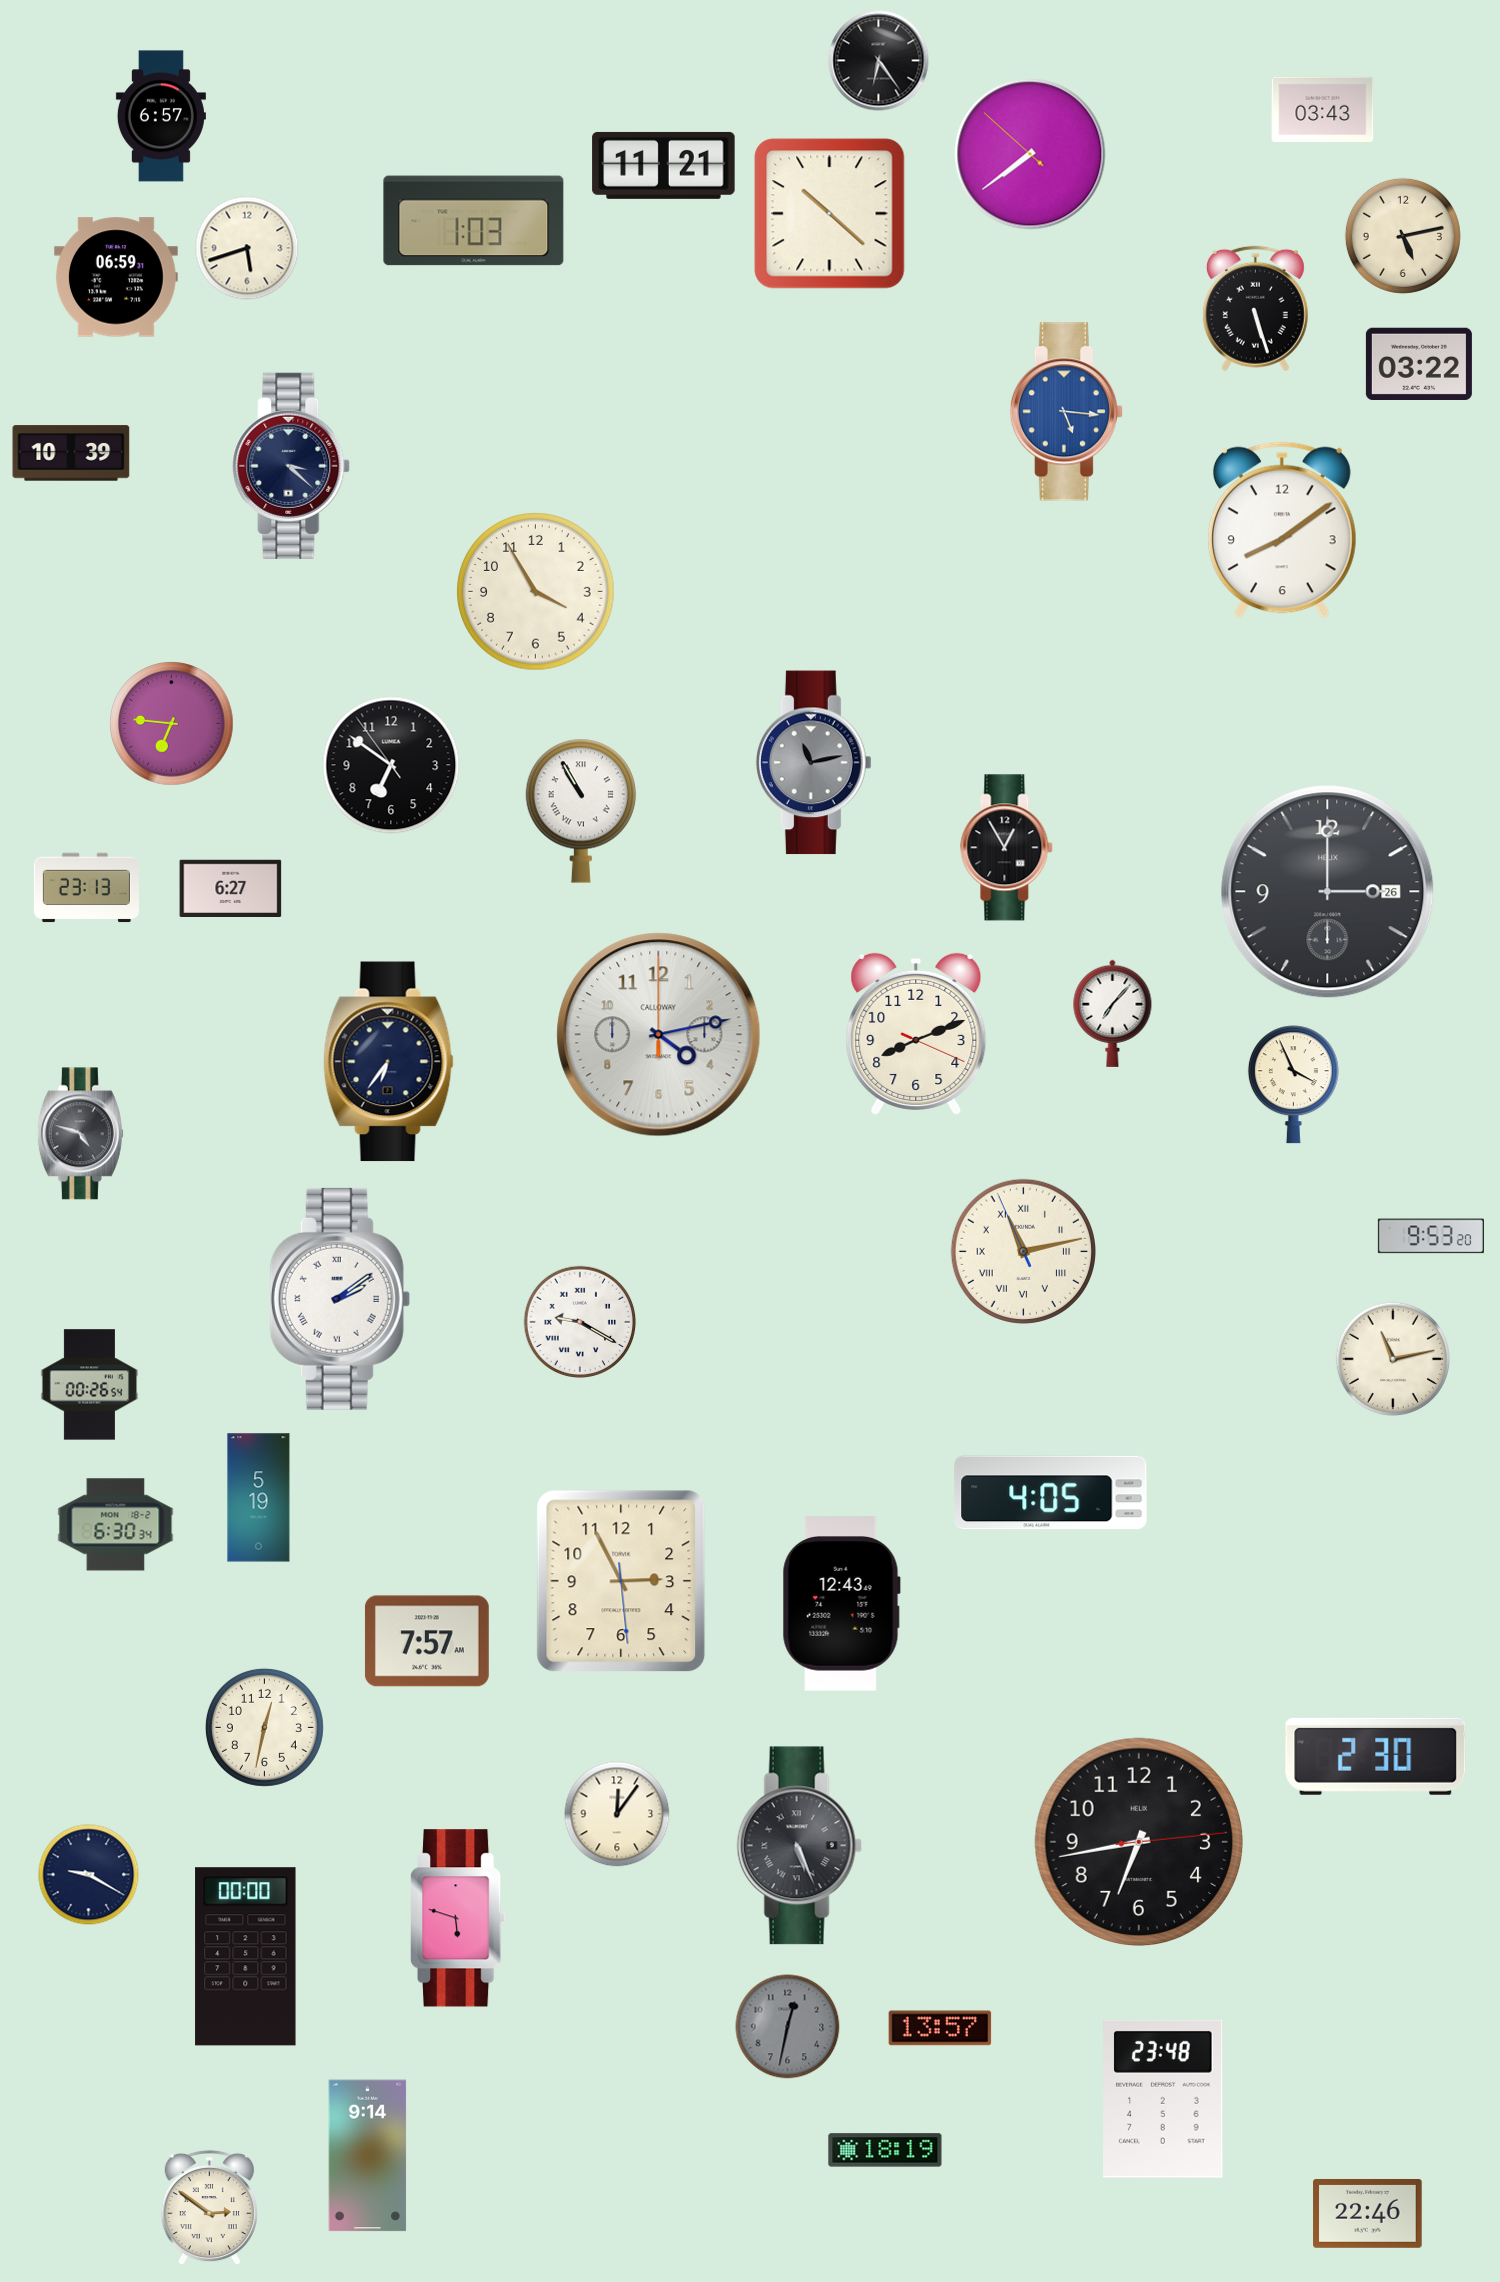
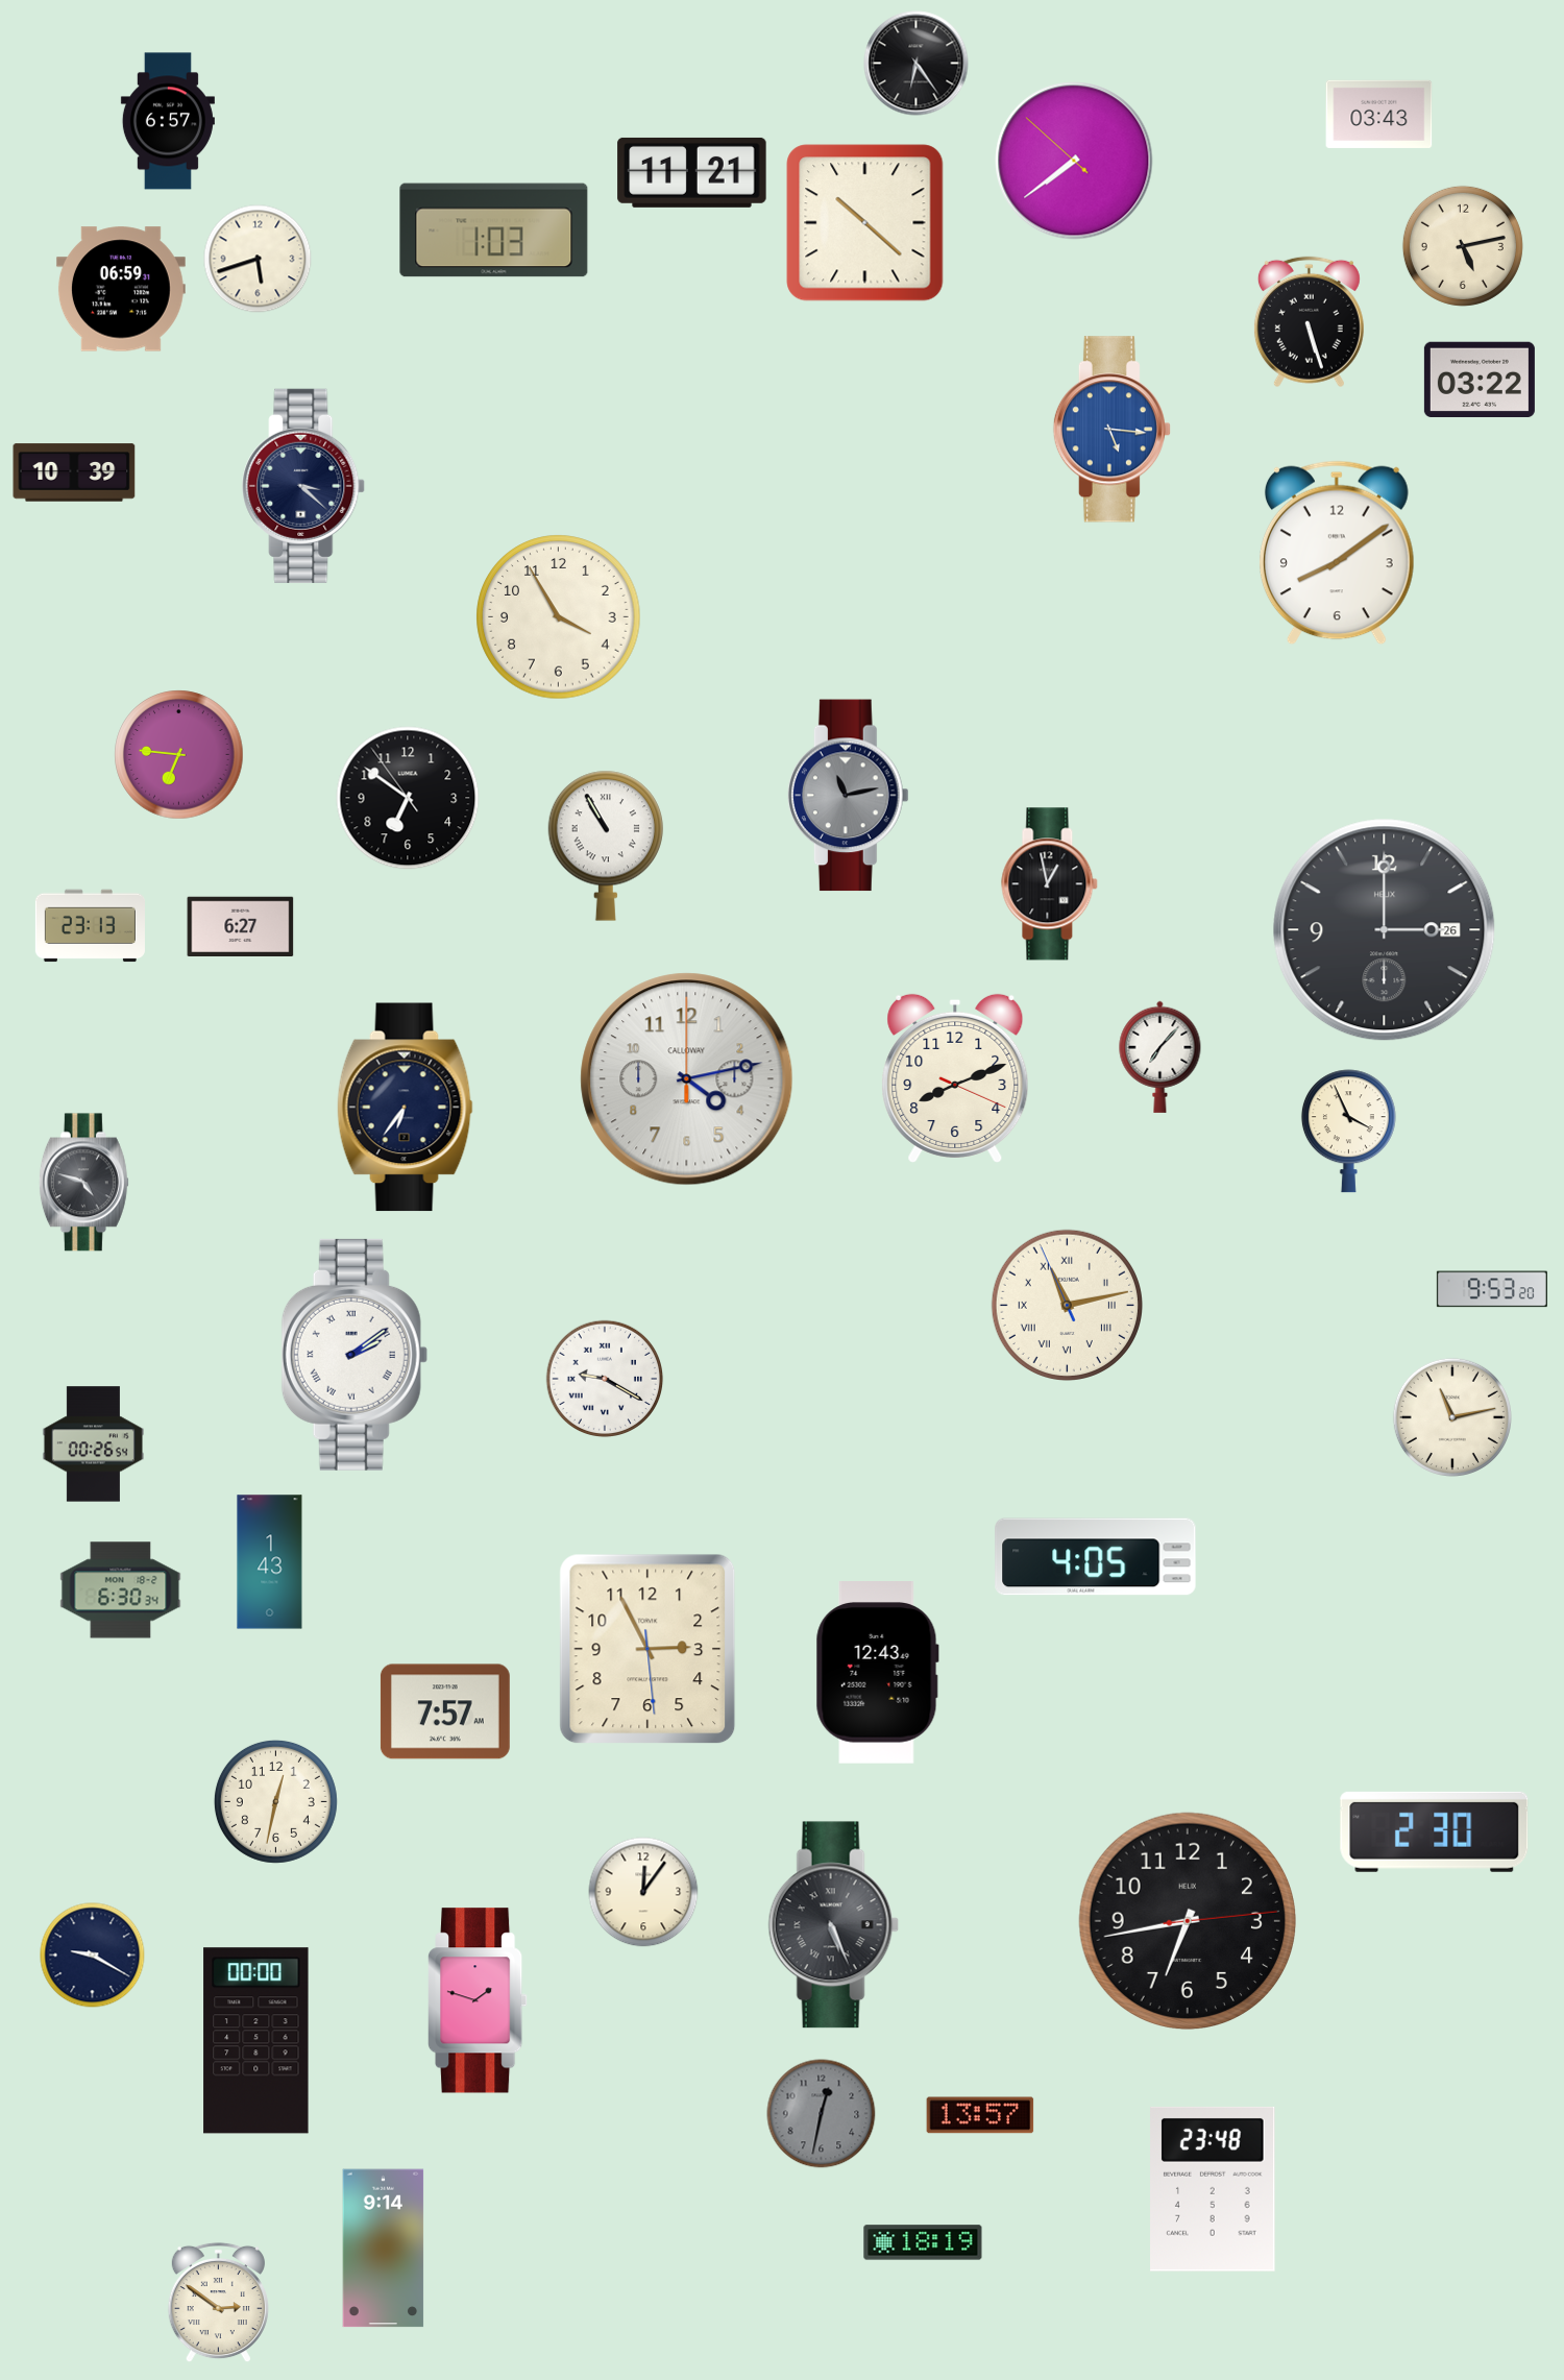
clock at (1007, 848): 12:55 -> 12:58
clock at (259, 1498): 5:19 -> 1:43
clock at (459, 1918): 5:48 -> 1:48
clock at (1368, 2213): 22:46 -> none
